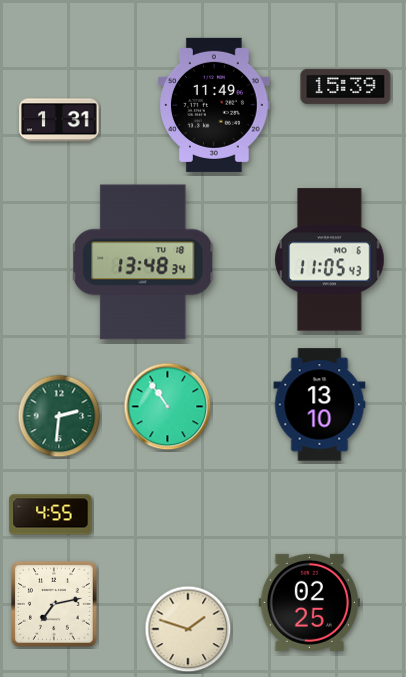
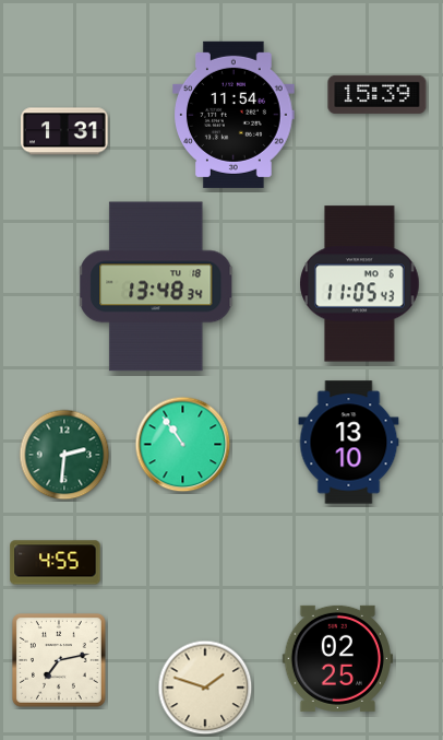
clock at (215, 105): 11:49 -> 11:54
